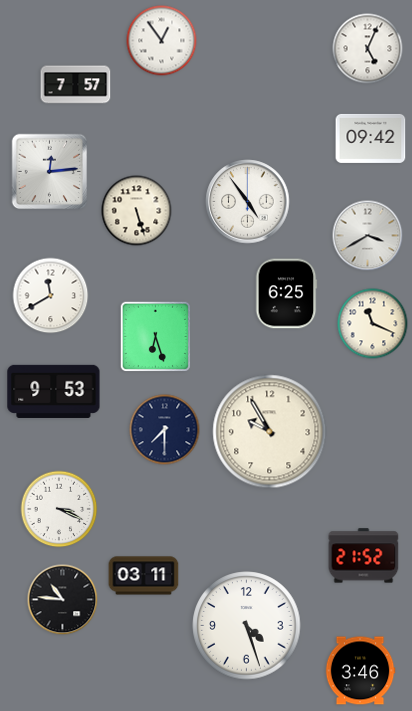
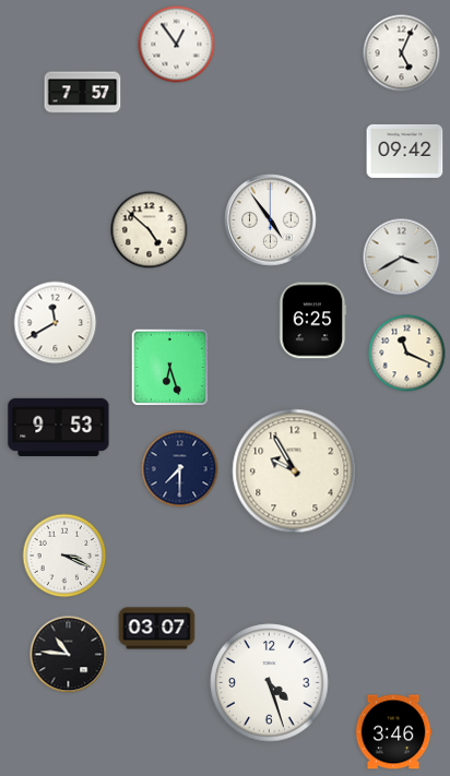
clock at (50, 172): 12:14 -> none
clock at (137, 211): 5:27 -> 4:52
clock at (364, 556): 21:52 -> none
clock at (144, 576): 03:11 -> 03:07
